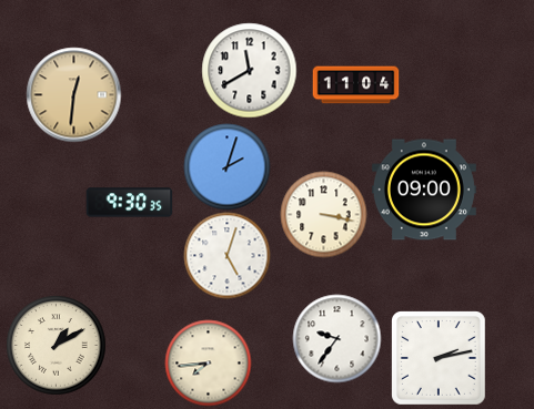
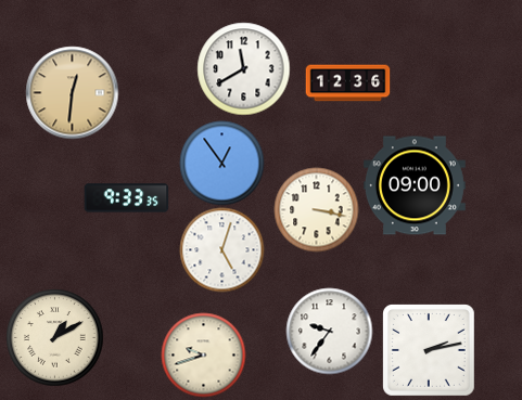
clock at (355, 85): 11:04 -> 12:36
clock at (226, 166): 2:03 -> 12:54
clock at (129, 203): 9:30 -> 9:33
clock at (208, 362): 7:44 -> 9:42
